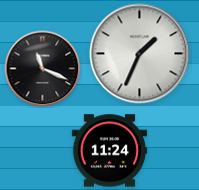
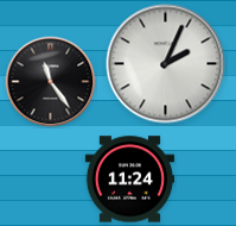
clock at (140, 54): 1:34 -> 2:04
clock at (43, 69): 11:19 -> 11:24
